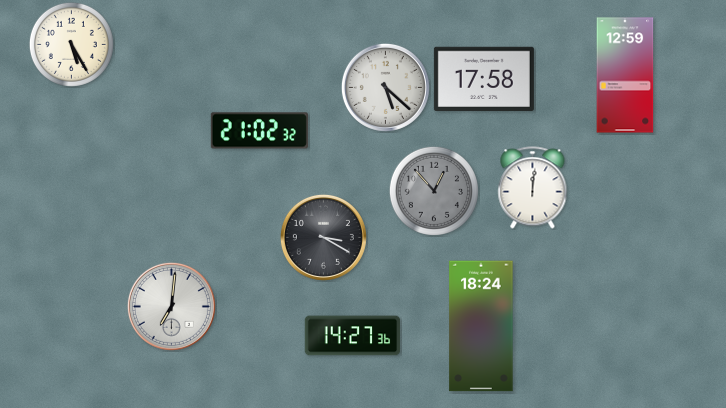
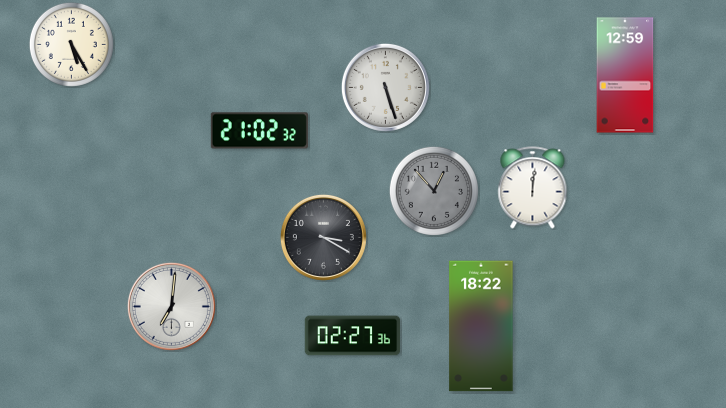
clock at (484, 78): 17:58 -> none
clock at (385, 87): 5:22 -> 5:27
clock at (481, 326): 18:24 -> 18:22
clock at (353, 336): 14:27 -> 02:27
